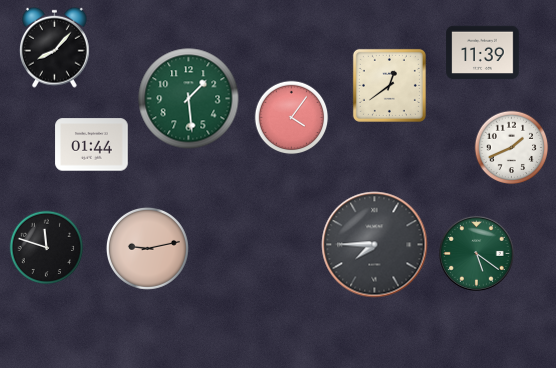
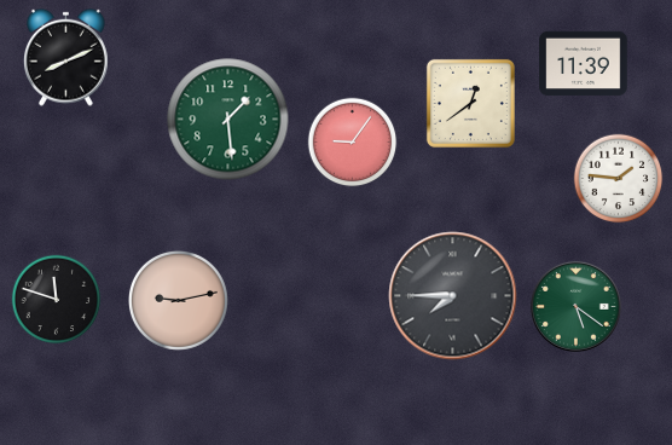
clock at (54, 47): 8:07 -> 8:11
clock at (292, 118): 4:06 -> 9:06
clock at (92, 145): 01:44 -> none
clock at (512, 148): 1:41 -> 1:46
